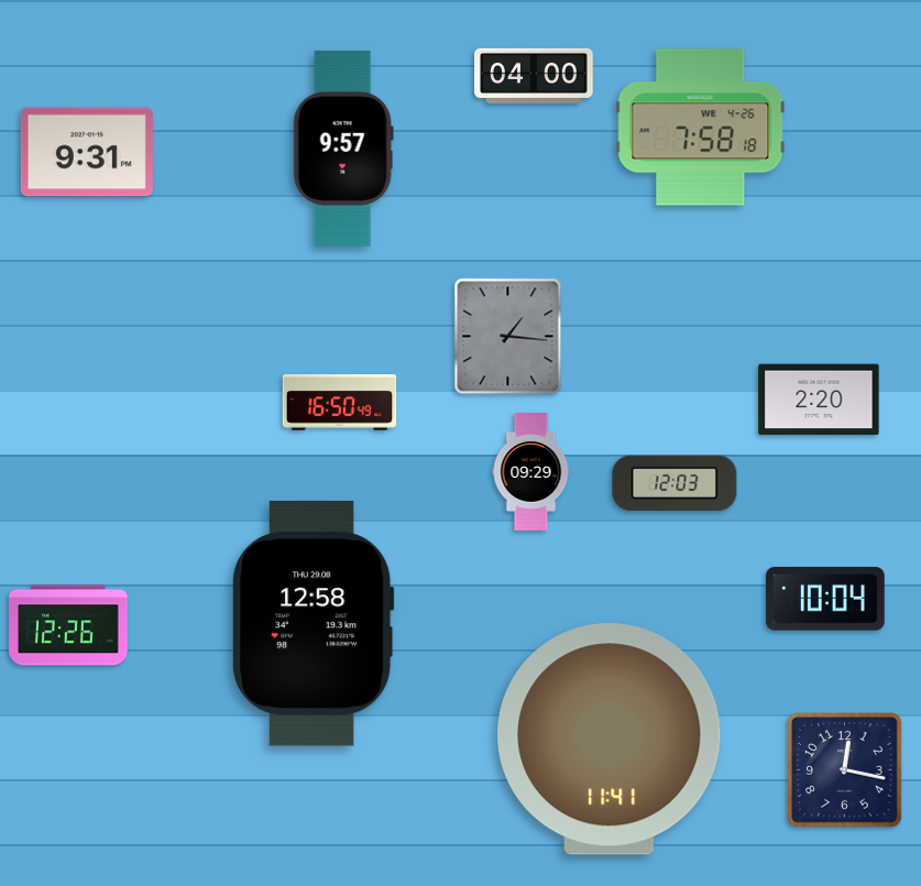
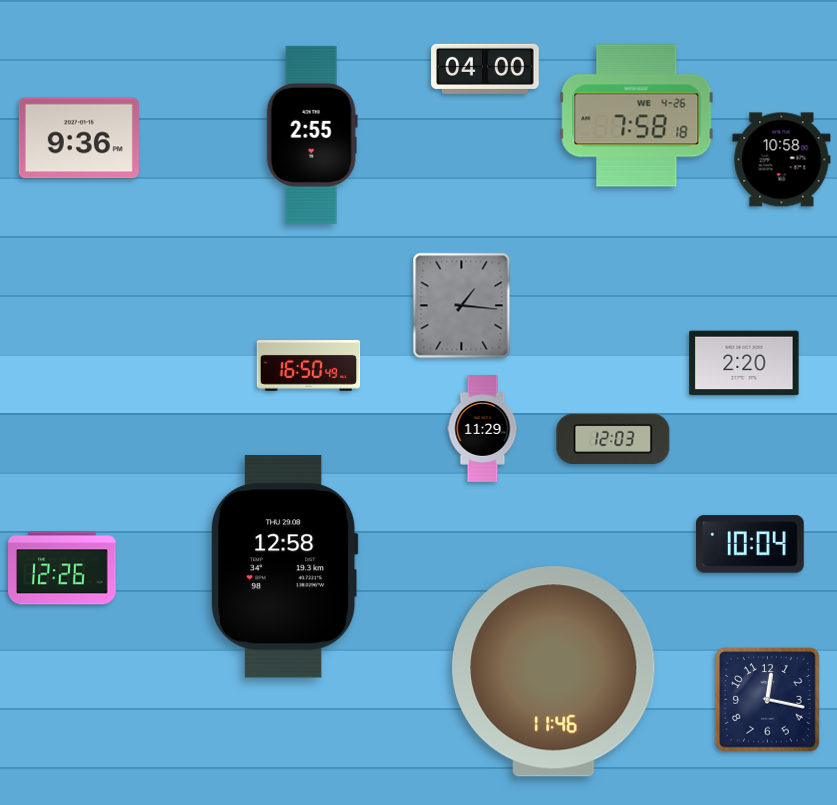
clock at (343, 149): 9:57 -> 2:55
clock at (87, 152): 9:31 -> 9:36
clock at (782, 160): none -> 10:58
clock at (531, 472): 09:29 -> 11:29
clock at (610, 740): 11:41 -> 11:46
